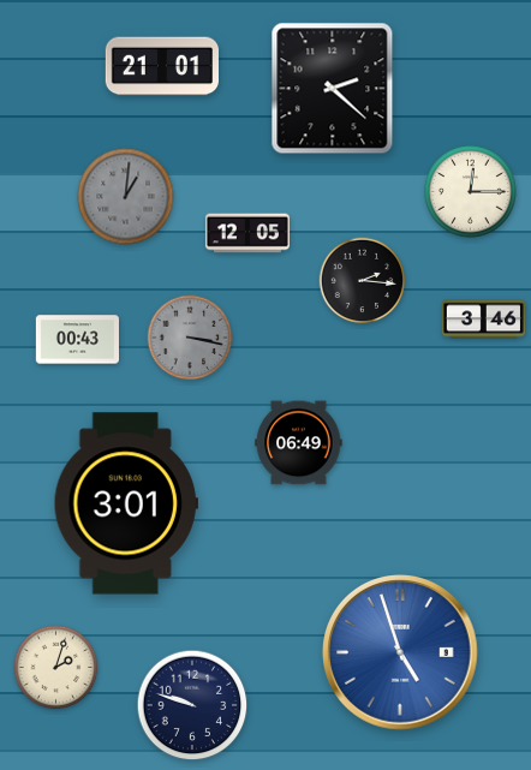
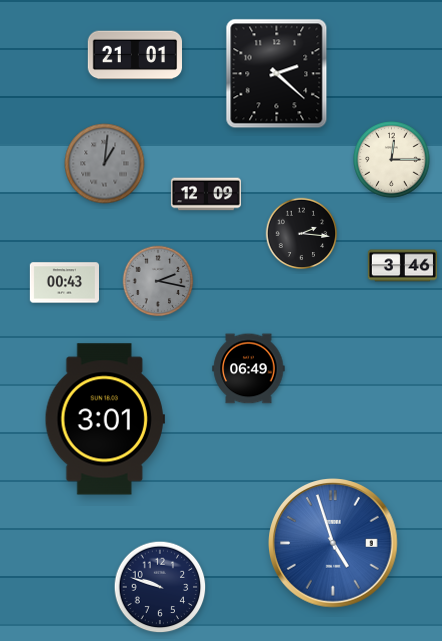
clock at (247, 233): 12:05 -> 12:09
clock at (190, 338): 3:17 -> 2:17
clock at (56, 668): 2:03 -> none
